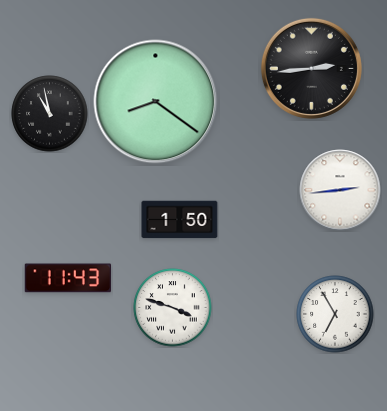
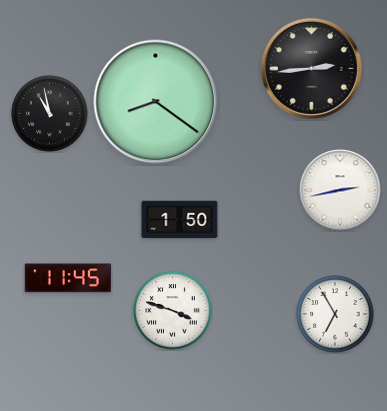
clock at (340, 190): 2:44 -> 2:43
clock at (68, 278): 11:43 -> 11:45
clock at (173, 308) position: (173, 308) -> (173, 311)
